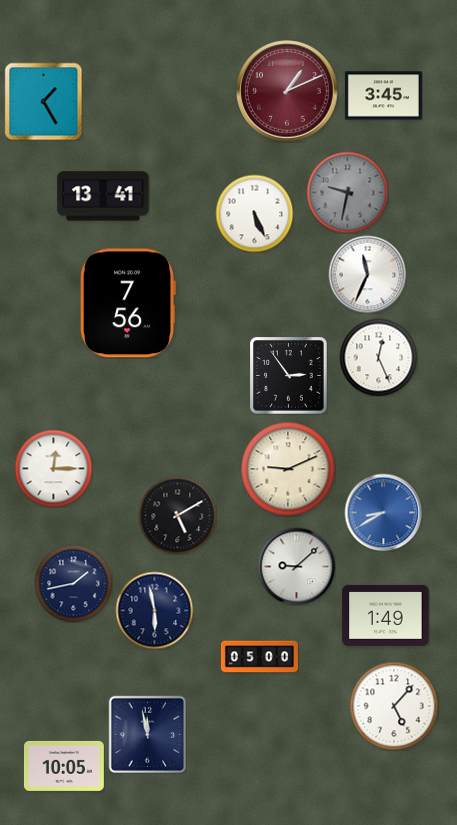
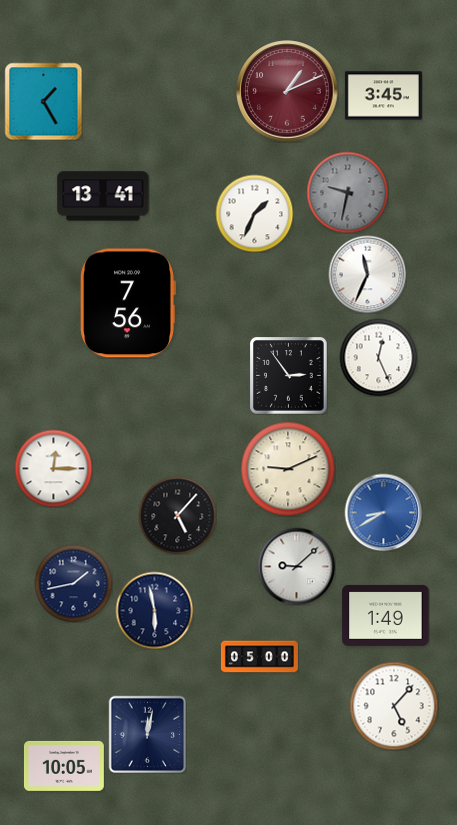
clock at (254, 213): 5:26 -> 1:34
clock at (177, 515): 5:10 -> 5:07
clock at (147, 734): 11:58 -> 12:02
